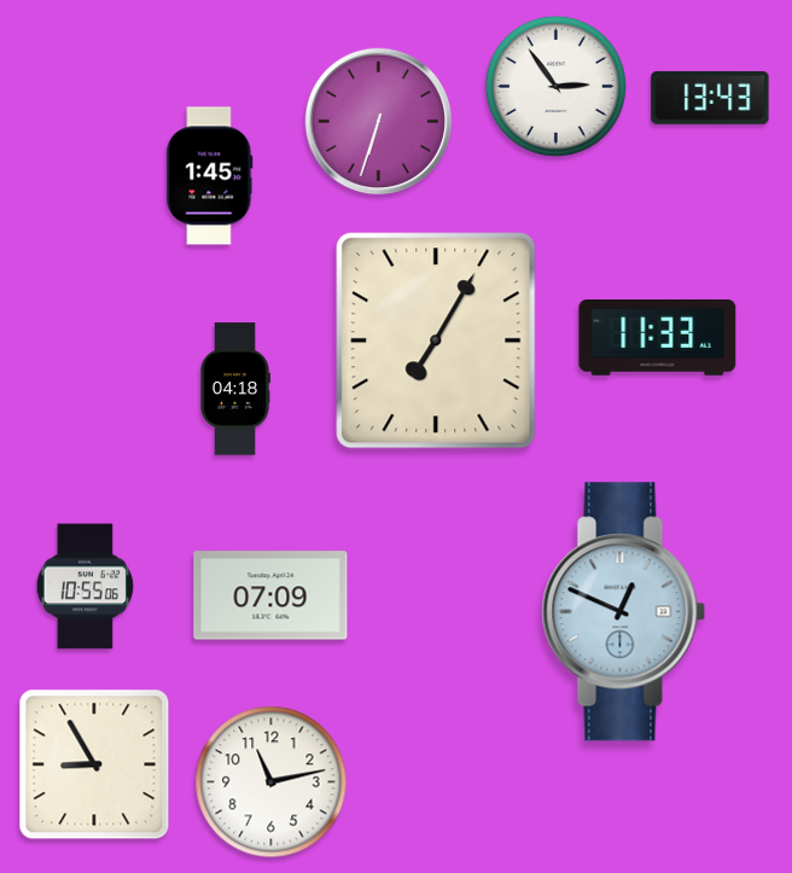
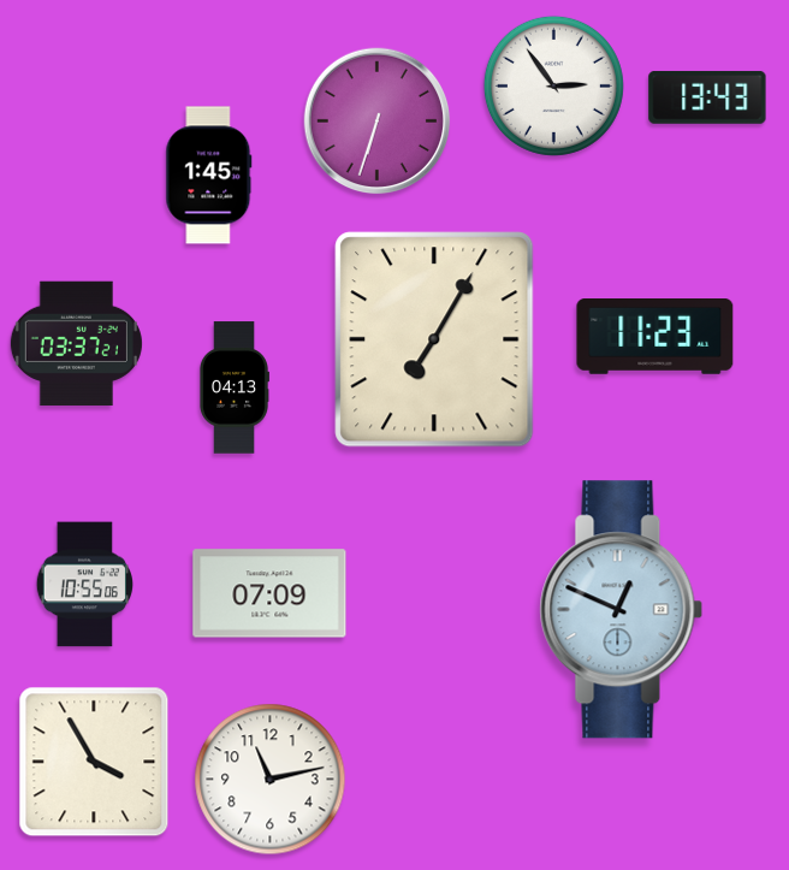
clock at (658, 338): 11:33 -> 11:23
clock at (76, 344): none -> 03:37
clock at (234, 389): 04:18 -> 04:13
clock at (94, 764): 8:55 -> 3:55
